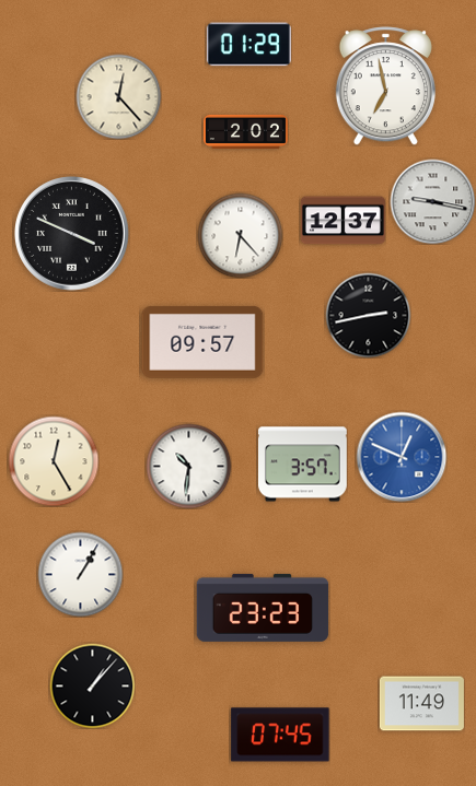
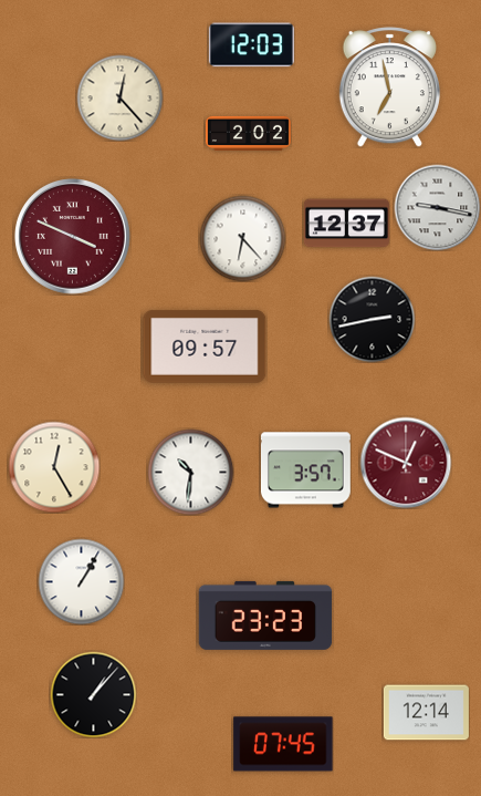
clock at (248, 45): 01:29 -> 12:03
clock at (432, 201) position: (432, 201) -> (437, 207)
clock at (72, 234) dial: black -> burgundy
clock at (402, 457) dial: blue -> burgundy
clock at (421, 704): 11:49 -> 12:14
